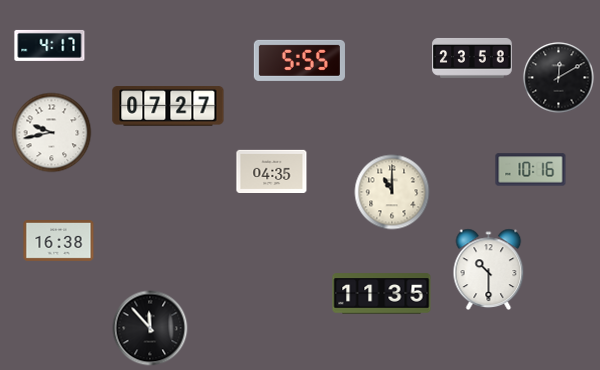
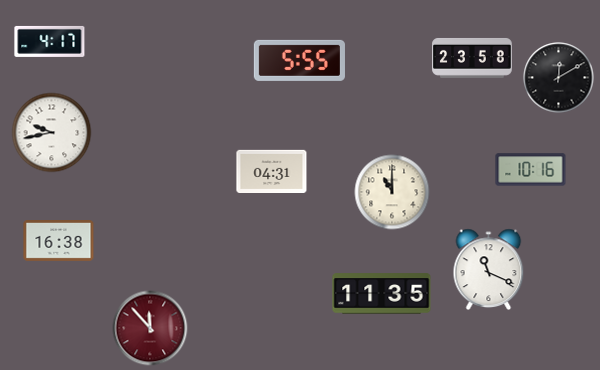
clock at (50, 45) position: (50, 45) -> (50, 41)
clock at (168, 106): 07:27 -> none
clock at (272, 171): 04:35 -> 04:31
clock at (489, 269): 10:30 -> 11:19
clock at (150, 328) dial: black -> burgundy
